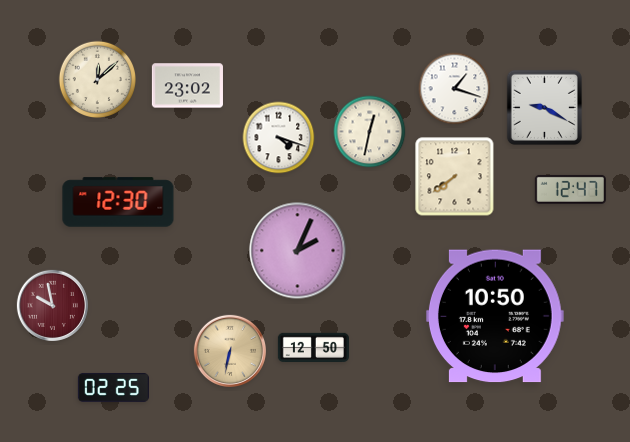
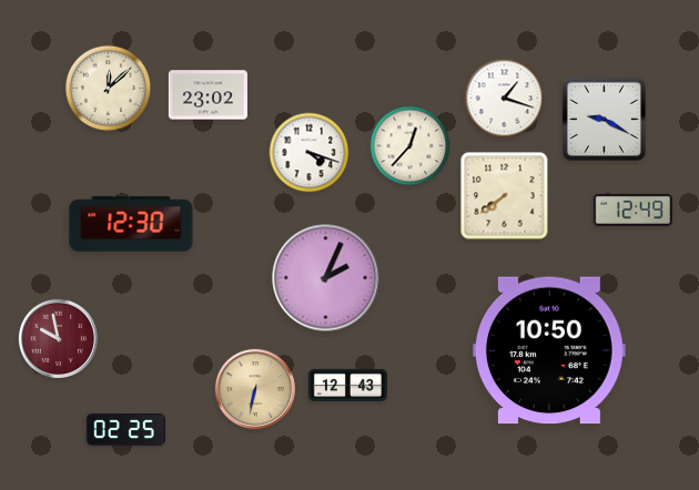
clock at (370, 132): 12:32 -> 12:37
clock at (570, 189): 12:47 -> 12:49
clock at (298, 251) position: (298, 251) -> (326, 278)
clock at (313, 347): 12:50 -> 12:43
